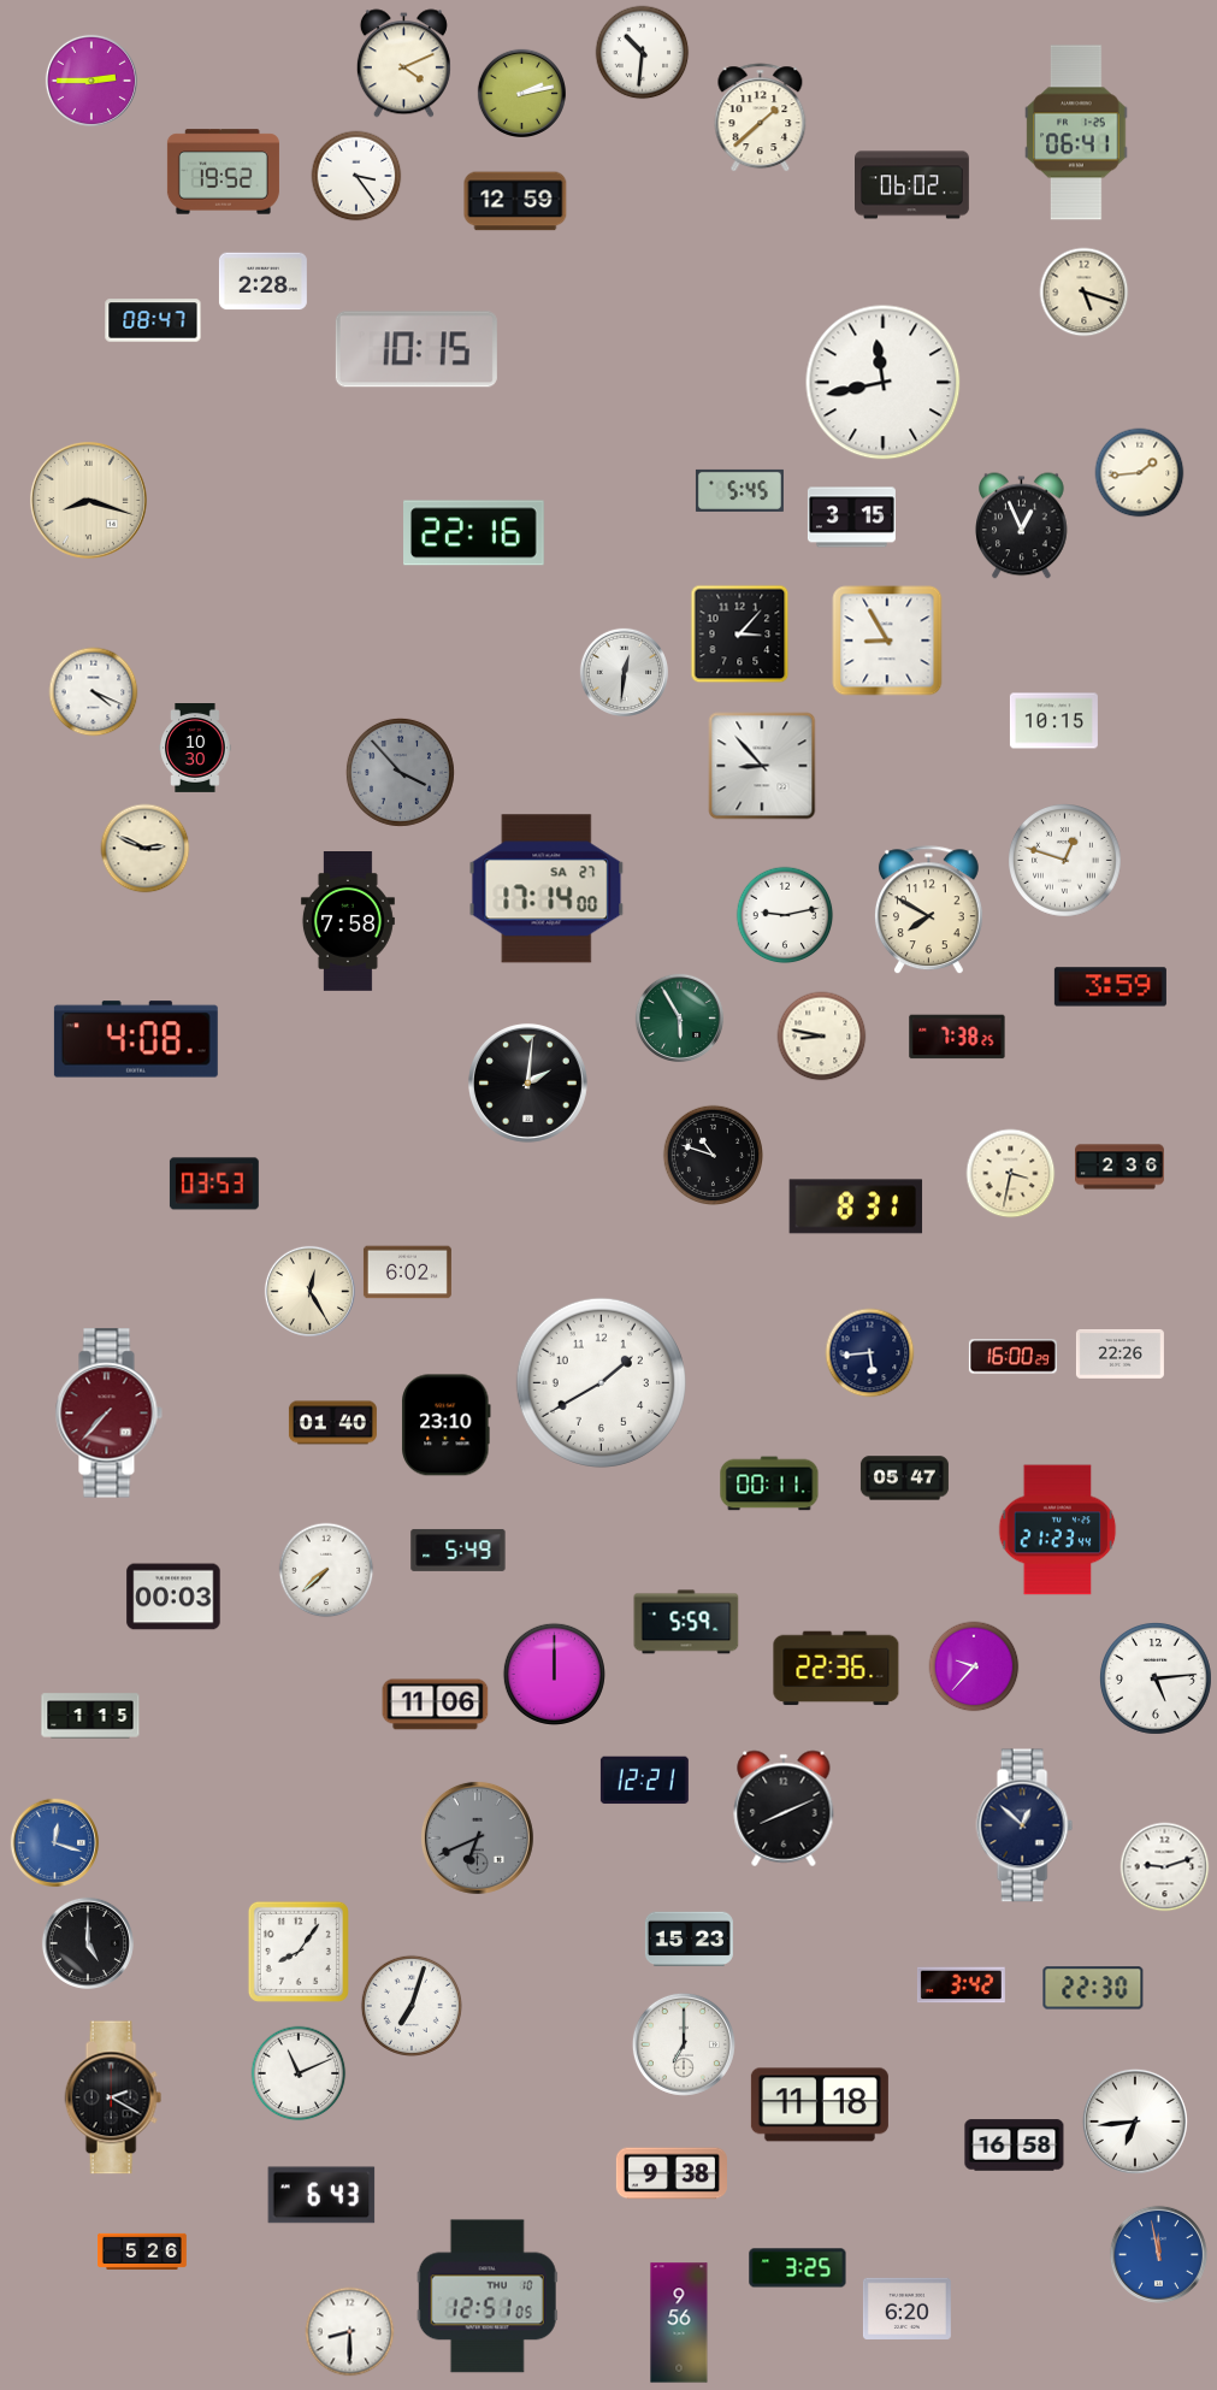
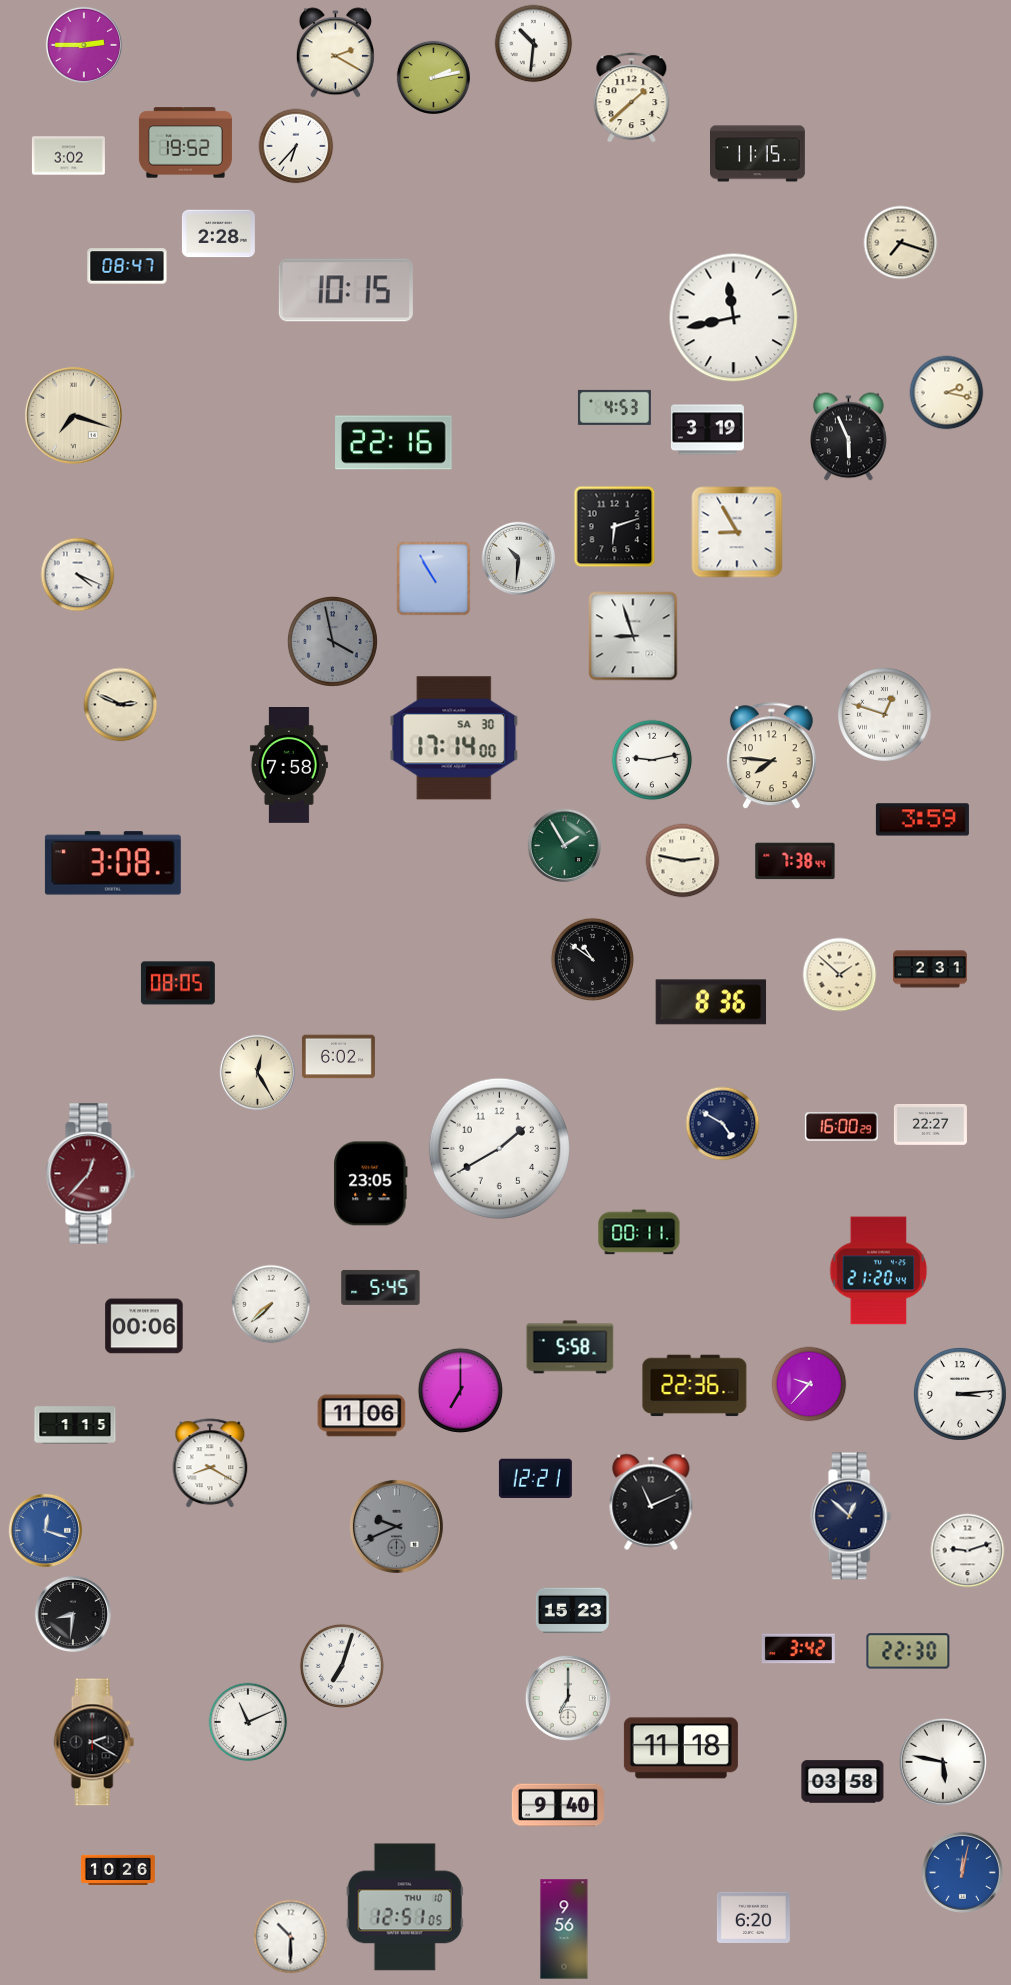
clock at (403, 64): 4:11 -> 2:20
clock at (91, 81) position: (91, 81) -> (84, 45)
clock at (1076, 132): 06:41 -> none
clock at (356, 176): 3:24 -> 6:37
clock at (912, 185): 06:02 -> 11:15
clock at (68, 156): none -> 3:02
clock at (515, 201): 12:59 -> none
clock at (1085, 293): 5:18 -> 7:18
clock at (1140, 473): 1:44 -> 2:17
clock at (739, 490): 5:45 -> 4:53
clock at (88, 500): 8:18 -> 7:18
clock at (851, 518): 3:15 -> 3:19
clock at (1022, 526): 12:56 -> 5:56
clock at (740, 635): 3:07 -> 6:12
clock at (624, 672): 12:31 -> 10:31
clock at (434, 579): none -> 10:55
clock at (1053, 721): 10:15 -> none
clock at (195, 749): 10:30 -> none
clock at (762, 766): 8:53 -> 8:57
clock at (400, 772): 3:53 -> 3:58
clock at (547, 889) date: SA 27 -> SA 30
clock at (928, 910): 7:50 -> 7:46
clock at (679, 1017): 5:55 -> 1:55
clock at (822, 1037): 8:47 -> 2:47
clock at (957, 1037): 7:38:25 -> 7:38:44
clock at (136, 1039): 4:08 -> 3:08
clock at (527, 1082): 2:01 -> none
clock at (713, 1155): 10:48 -> 10:51
clock at (1121, 1167): 2:36 -> 2:31
clock at (1011, 1174): 3:32 -> 1:52
clock at (214, 1184): 03:53 -> 08:05
clock at (856, 1206): 8:31 -> 8:36
clock at (870, 1353): 5:44 -> 4:50
clock at (1119, 1355): 22:26 -> 22:27
clock at (108, 1414): 7:37 -> 12:37
clock at (332, 1423): 01:40 -> none
clock at (447, 1426): 23:10 -> 23:05
clock at (904, 1479): 05:47 -> none
clock at (1058, 1530): 21:23 -> 21:20
clock at (459, 1550): 5:49 -> 5:45
clock at (173, 1597): 00:03 -> 00:06
clock at (686, 1622): 5:59 -> 5:58
clock at (554, 1674): 12:00 -> 7:00
clock at (1156, 1678): 5:14 -> 3:14
clock at (210, 1464): none -> 8:20
clock at (784, 1808): 8:11 -> 11:11
clock at (477, 1837): 6:41 -> 9:41
clock at (88, 1943): 5:00 -> 8:31
clock at (299, 1952): 8:06 -> none
clock at (1135, 2122): 6:44 -> 5:47
clock at (1015, 2146): 16:58 -> 03:58
clock at (672, 2173): 9:38 -> 9:40
clock at (321, 2195): 6:43 -> none
clock at (143, 2252): 5:26 -> 10:26
clock at (1158, 2254): 11:58 -> 12:02
clock at (798, 2268): 3:25 -> none
clock at (350, 2332): 8:30 -> 10:30
